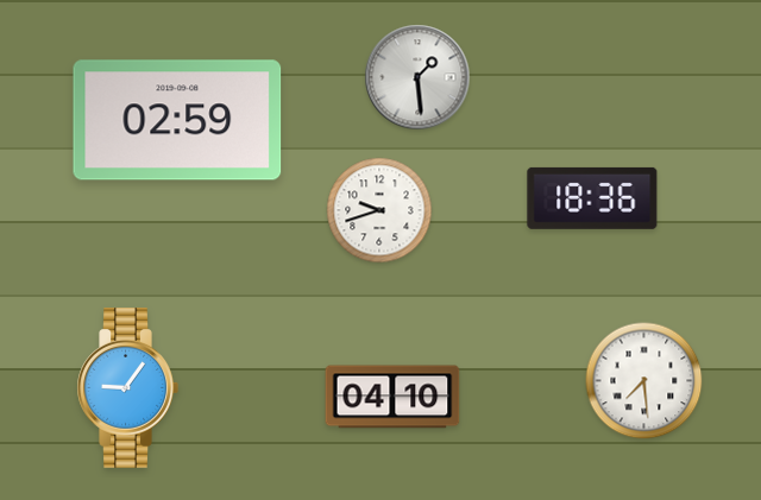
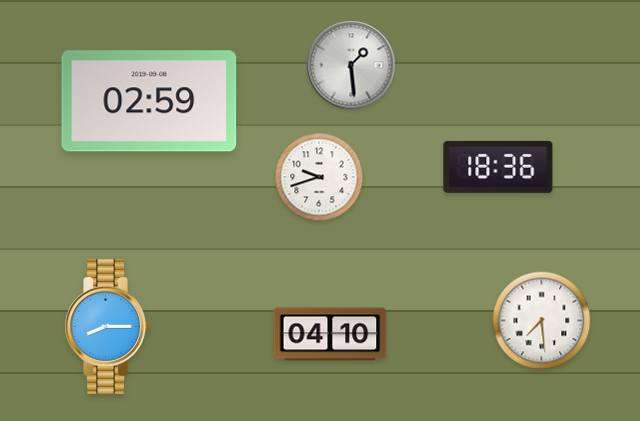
clock at (127, 388): 9:06 -> 8:15
